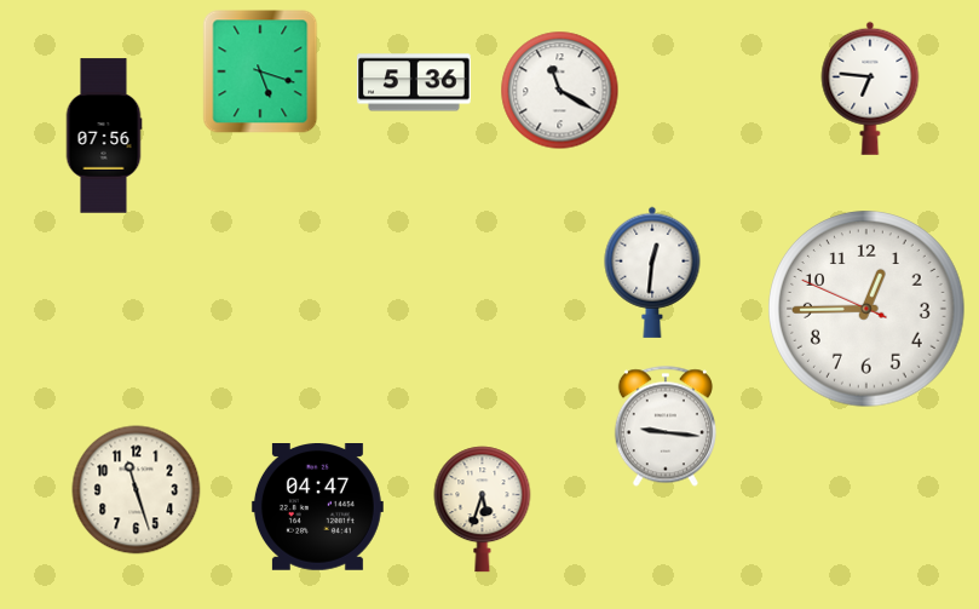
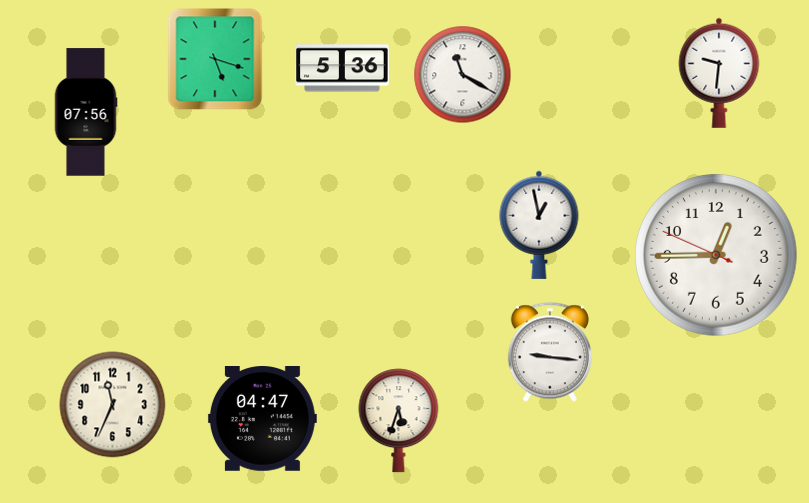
clock at (870, 88): 6:46 -> 9:31
clock at (652, 272): 12:31 -> 12:58
clock at (137, 490): 11:27 -> 11:34
